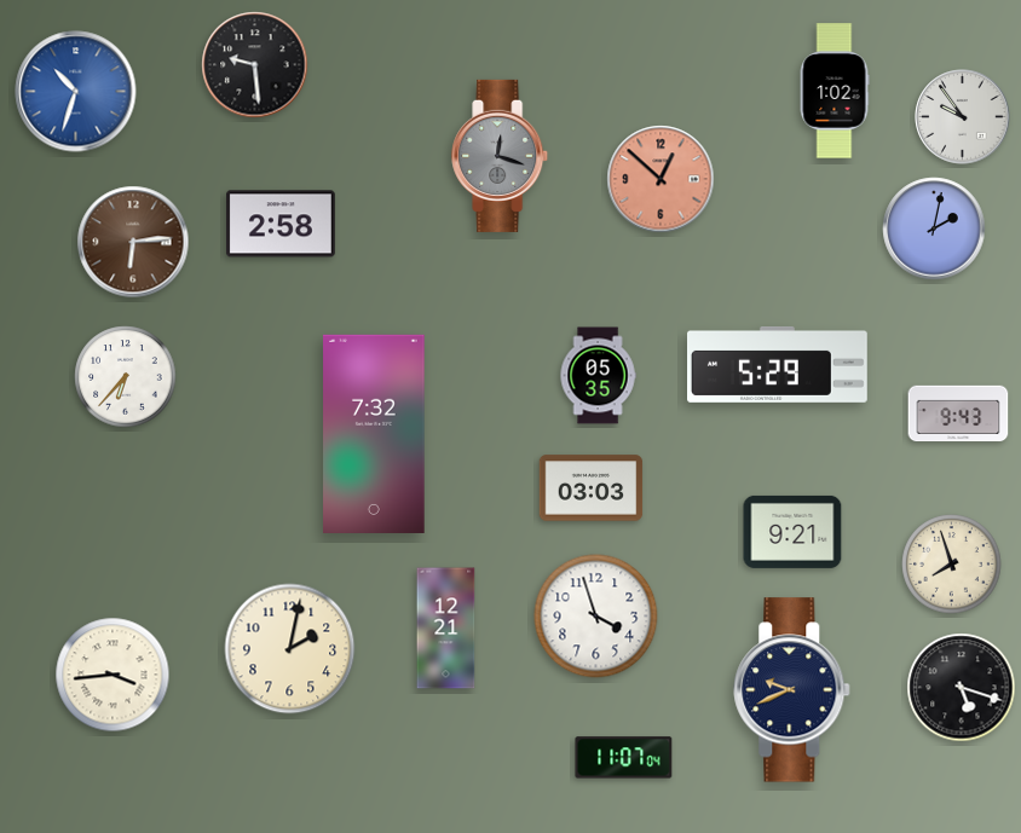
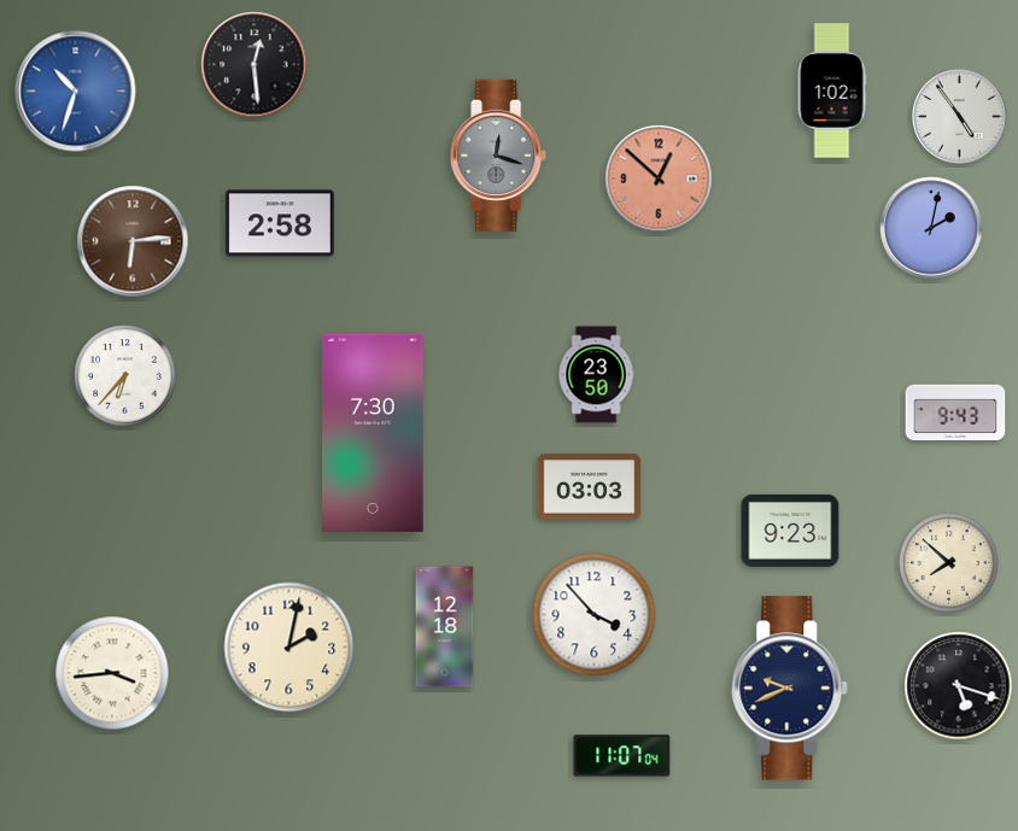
clock at (255, 65): 9:29 -> 12:29
clock at (963, 117): 9:54 -> 4:54
clock at (778, 364): 5:29 -> none
clock at (598, 376): 05:35 -> 23:50
clock at (374, 434): 7:32 -> 7:30
clock at (792, 532): 9:21 -> 9:23
clock at (952, 565): 7:57 -> 7:52
clock at (596, 617): 3:57 -> 3:53
clock at (446, 629): 12:21 -> 12:18
